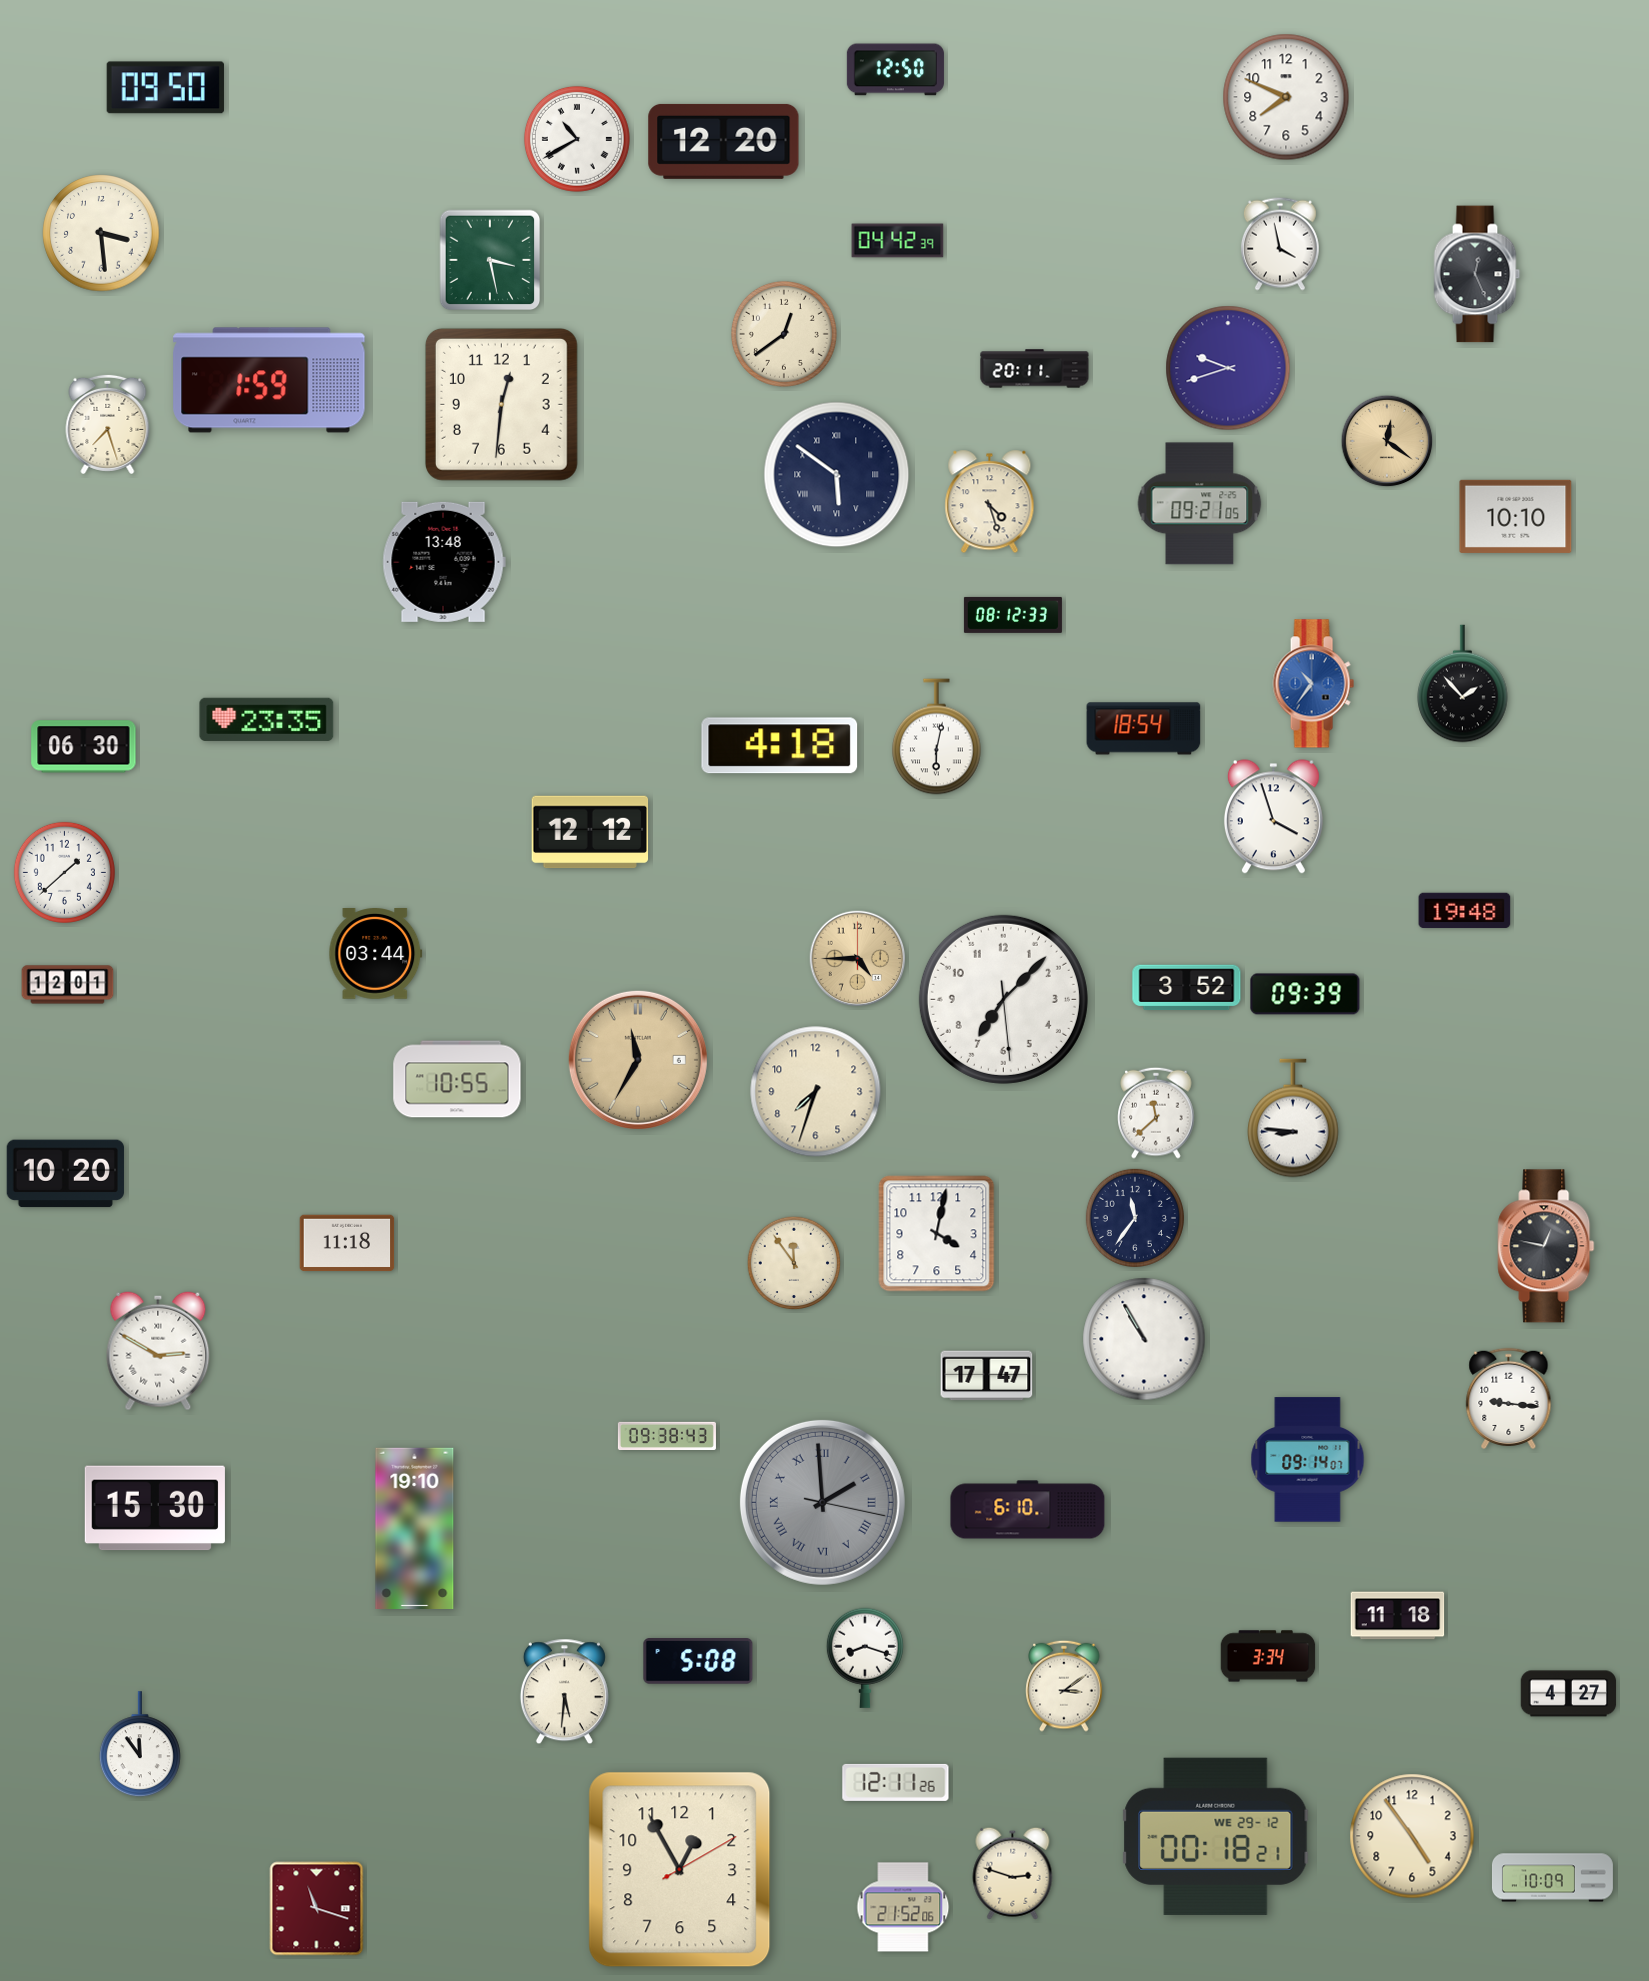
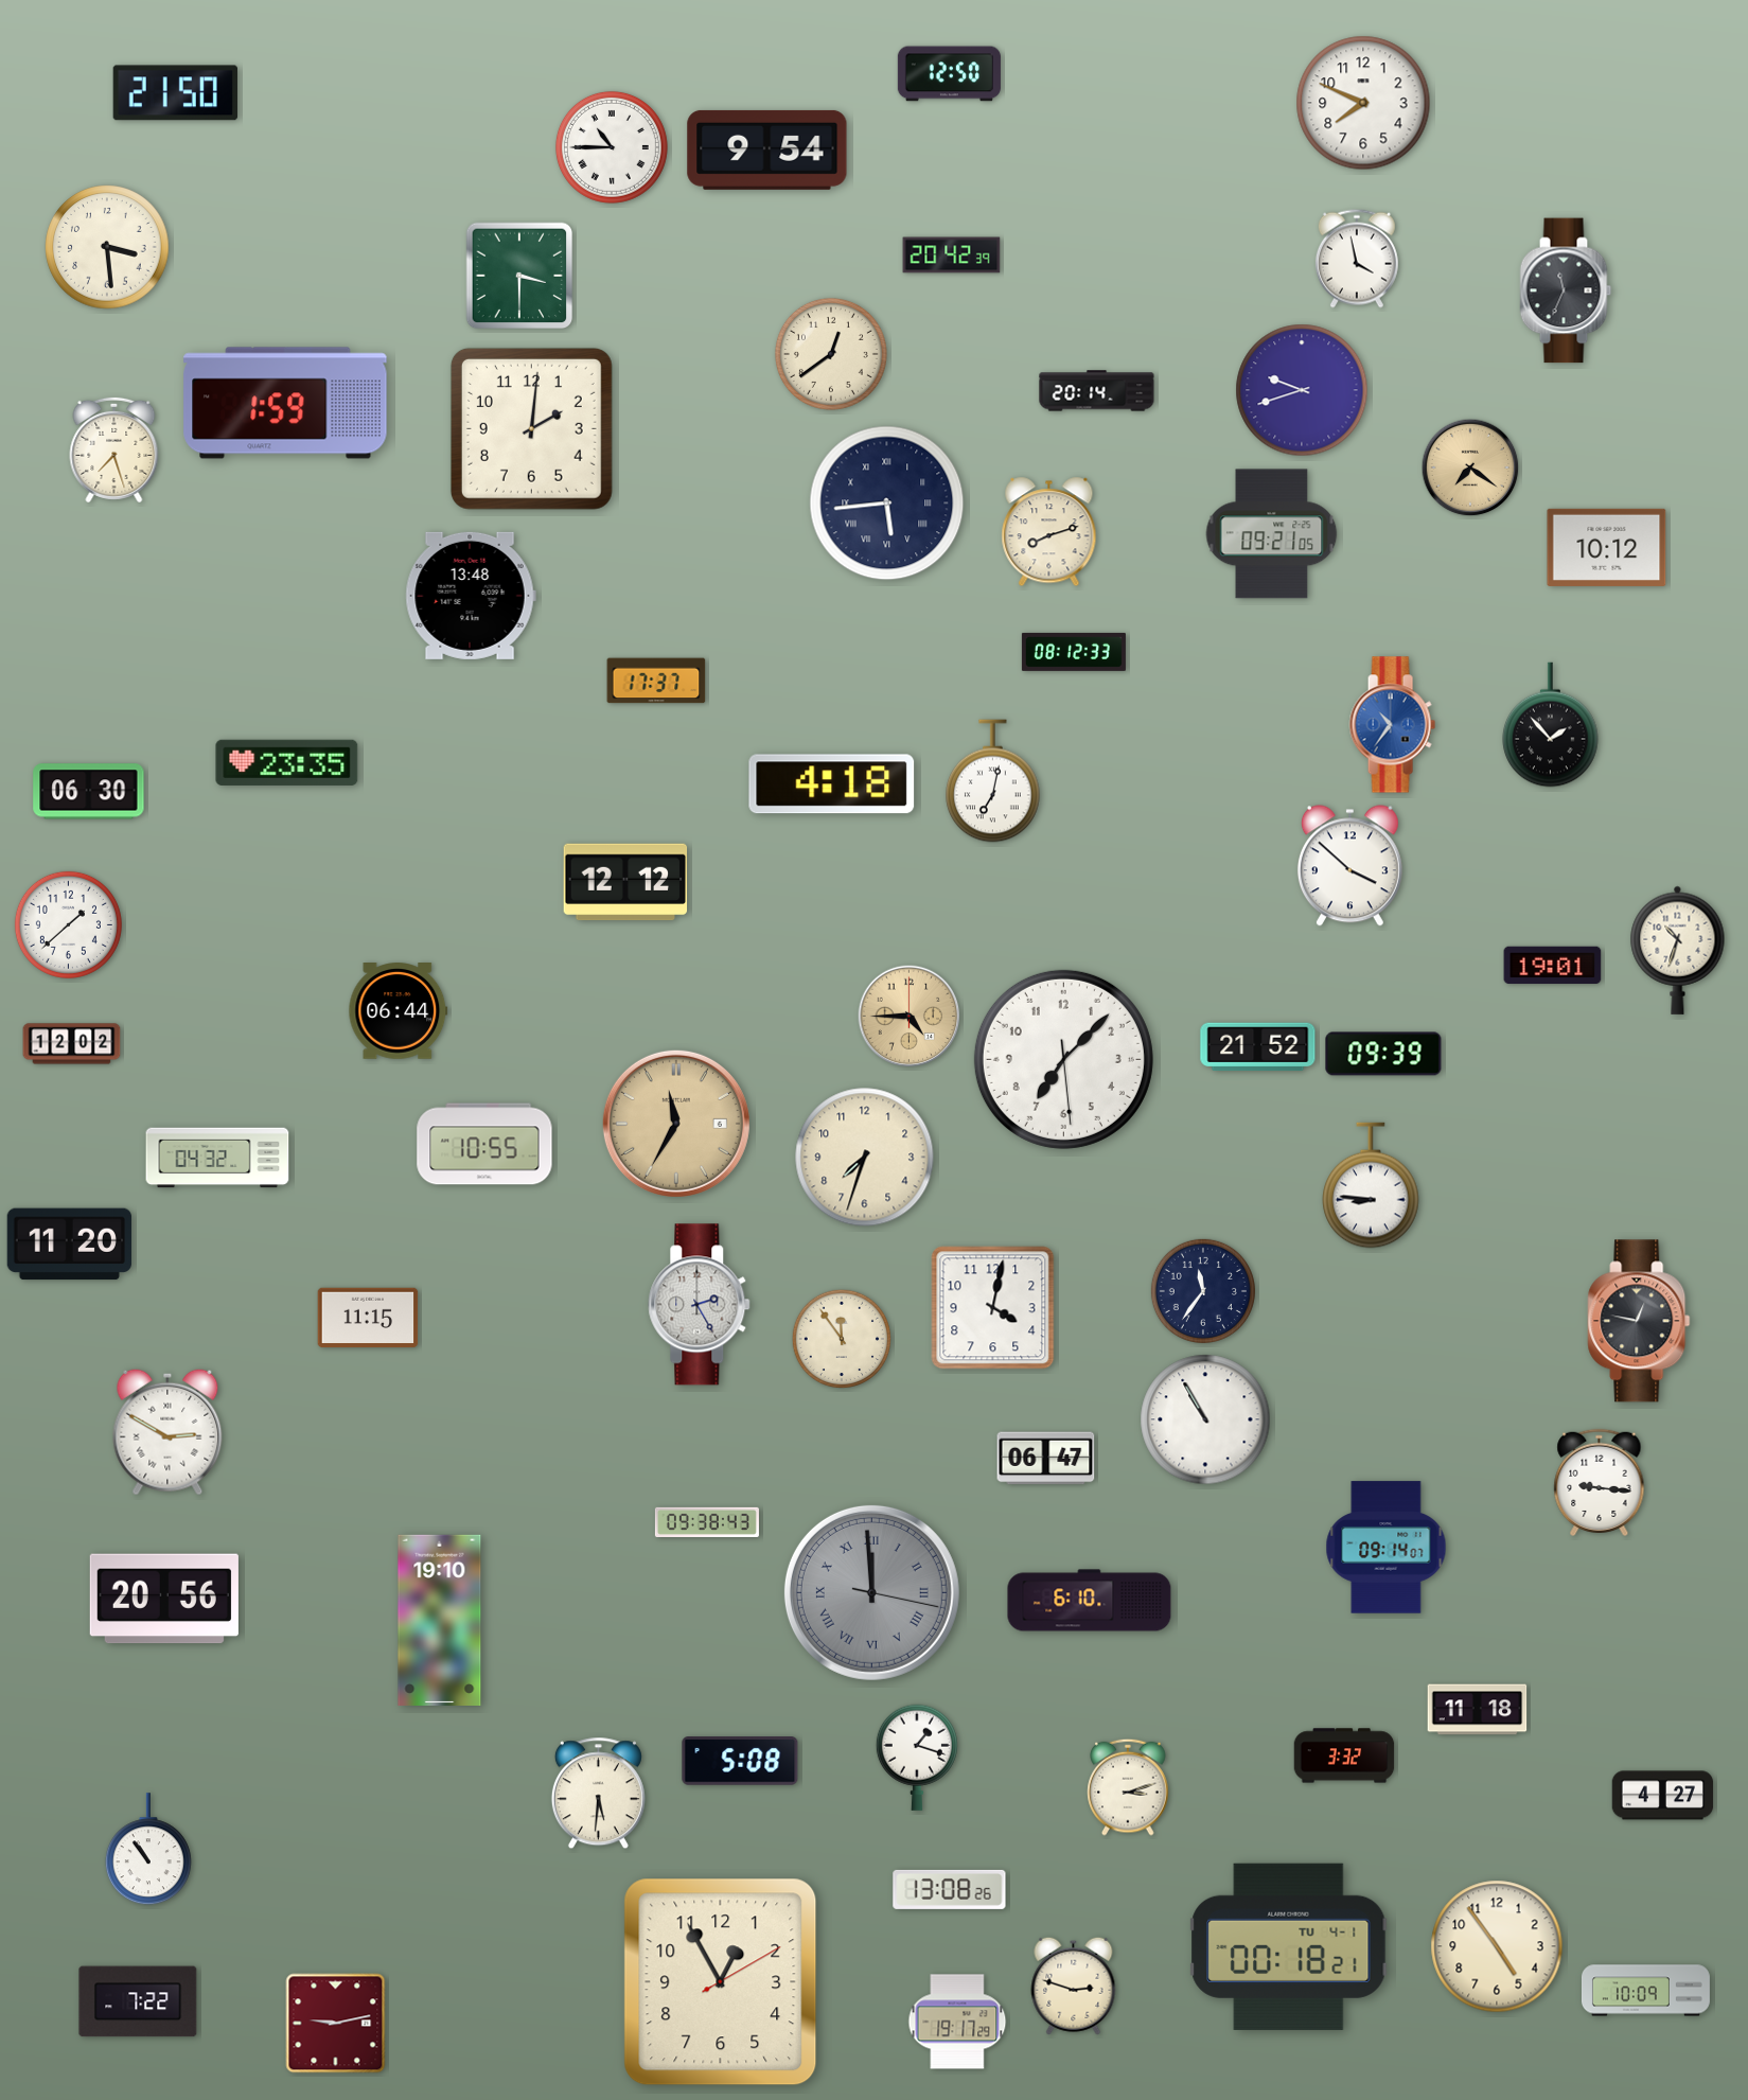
clock at (165, 88): 09:50 -> 21:50
clock at (577, 139): 10:40 -> 10:45
clock at (724, 141): 12:20 -> 9:54
clock at (898, 241): 04:42 -> 20:42
clock at (490, 260): 3:28 -> 3:30
clock at (1477, 274): 12:26 -> 11:34
clock at (1035, 369): 20:11 -> 20:14
clock at (501, 404): 12:31 -> 2:01
clock at (1387, 441): 12:21 -> 7:21
clock at (837, 475): 5:51 -> 5:44
clock at (990, 502): 4:27 -> 8:12
clock at (1516, 516): 10:10 -> 10:12
clock at (656, 681): none -> 17:37
clock at (267, 719) position: (267, 719) -> (287, 762)
clock at (1144, 729): 18:54 -> none
clock at (937, 737): 6:02 -> 7:02
clock at (780, 746) position: (780, 746) -> (832, 784)
clock at (1273, 817): 3:57 -> 3:52
clock at (1678, 950): none -> 10:33
clock at (1465, 911): 19:48 -> 19:01
clock at (376, 954): 03:44 -> 06:44
clock at (68, 985): 12:01 -> 12:02
clock at (1187, 988): 3:52 -> 21:52
clock at (217, 1158): none -> 04:32
clock at (1156, 1113): 11:38 -> none
clock at (65, 1174): 10:20 -> 11:20
clock at (700, 1305): none -> 2:25
clock at (347, 1243): 11:18 -> 11:15
clock at (1144, 1339) position: (1144, 1339) -> (1205, 1419)
clock at (987, 1376): 17:47 -> 06:47
clock at (822, 1502): 1:59 -> 11:59
clock at (155, 1508): 15:30 -> 20:56
clock at (1398, 1616) position: (1398, 1616) -> (1478, 1710)
clock at (1268, 1656): 3:34 -> 3:32
clock at (865, 1658): 8:18 -> 1:18
clock at (1064, 1686): 3:09 -> 3:12
clock at (140, 1745): 11:54 -> 10:54
clock at (896, 1782): 12:11 -> 13:08
clock at (1216, 1836) date: WE 29-12 -> TU 4-1
clock at (138, 2001): none -> 7:22
clock at (903, 1907): 21:52 -> 19:17
clock at (317, 1909): 11:18 -> 9:13
